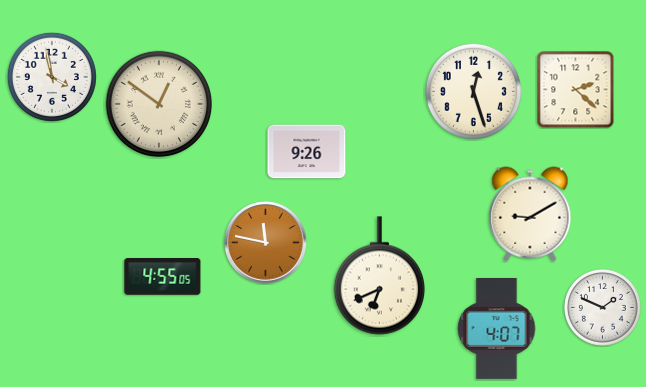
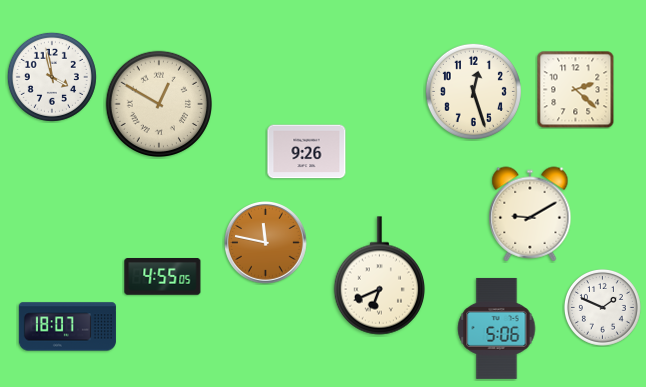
clock at (158, 103): 12:51 -> 12:50
clock at (67, 327): none -> 18:07
clock at (497, 328): 4:07 -> 5:06
